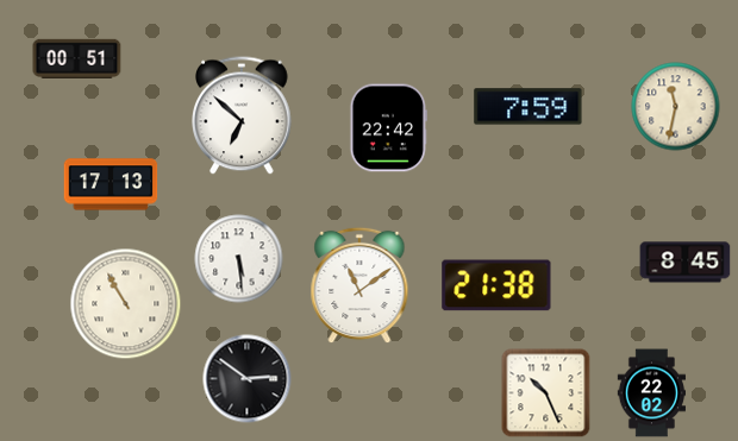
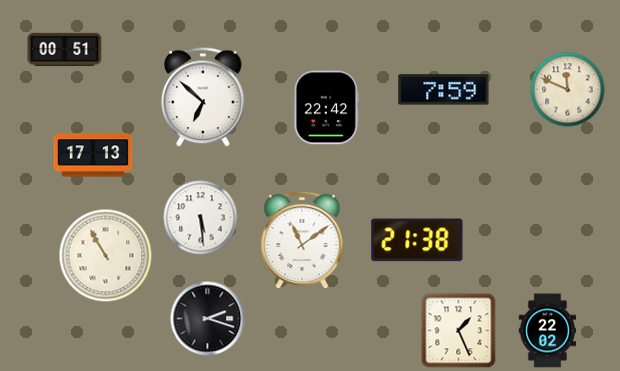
clock at (676, 107): 11:32 -> 11:49
clock at (686, 263): 8:45 -> none
clock at (248, 379): 2:51 -> 2:18
clock at (546, 393): 10:26 -> 1:26
